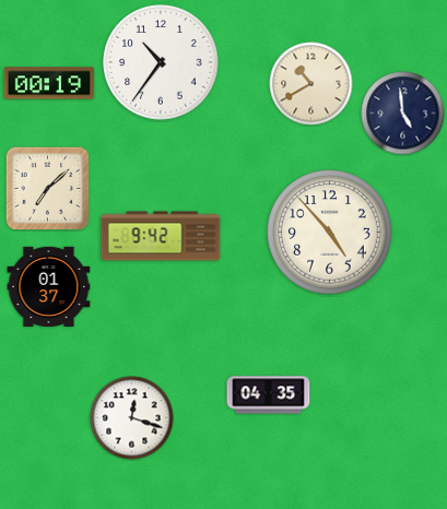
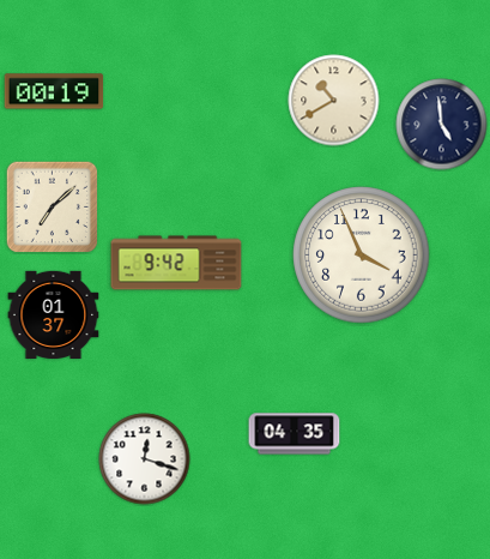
clock at (161, 62): 10:36 -> none
clock at (311, 84) position: (311, 84) -> (334, 101)
clock at (330, 233): 4:53 -> 3:56
clock at (161, 236) position: (161, 236) -> (176, 263)
